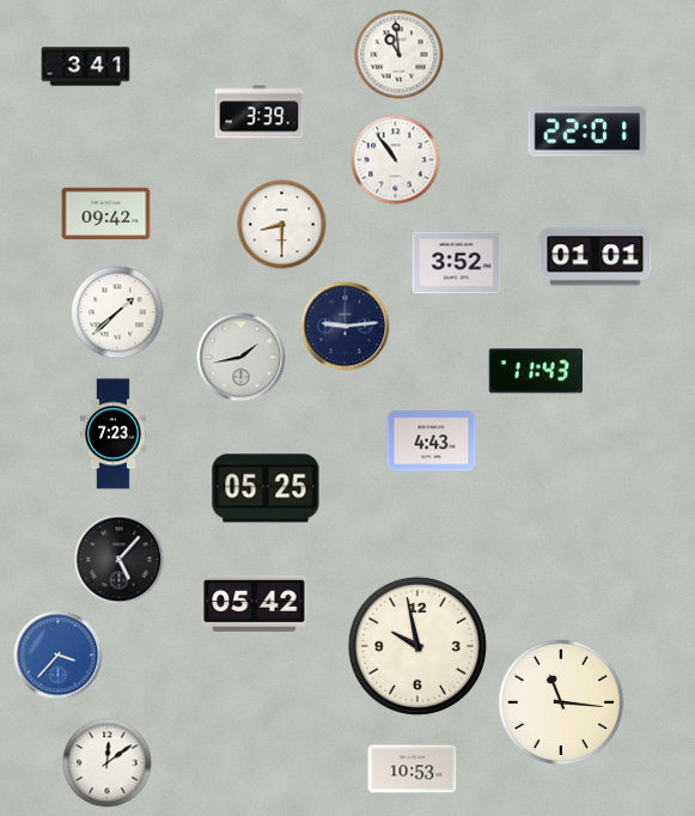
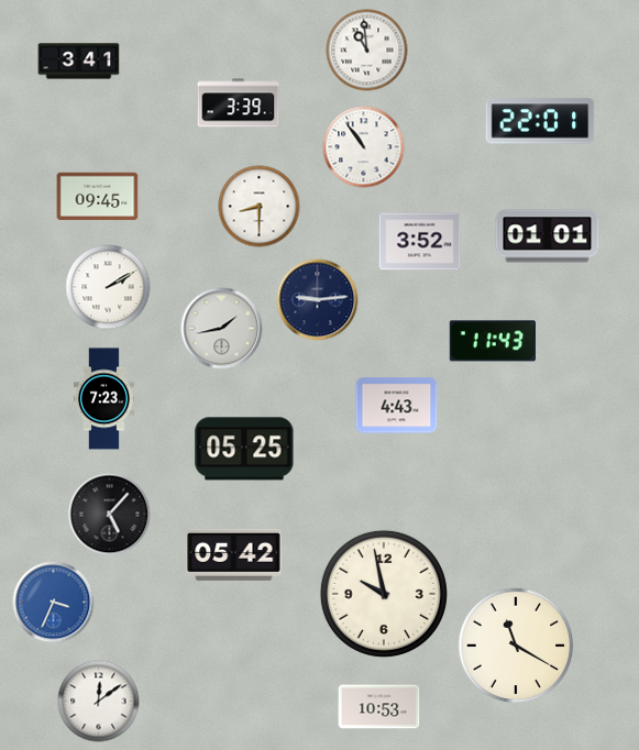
clock at (106, 214): 09:42 -> 09:45
clock at (117, 312): 1:38 -> 2:10
clock at (59, 656): 3:37 -> 3:34
clock at (561, 702): 11:16 -> 11:20
